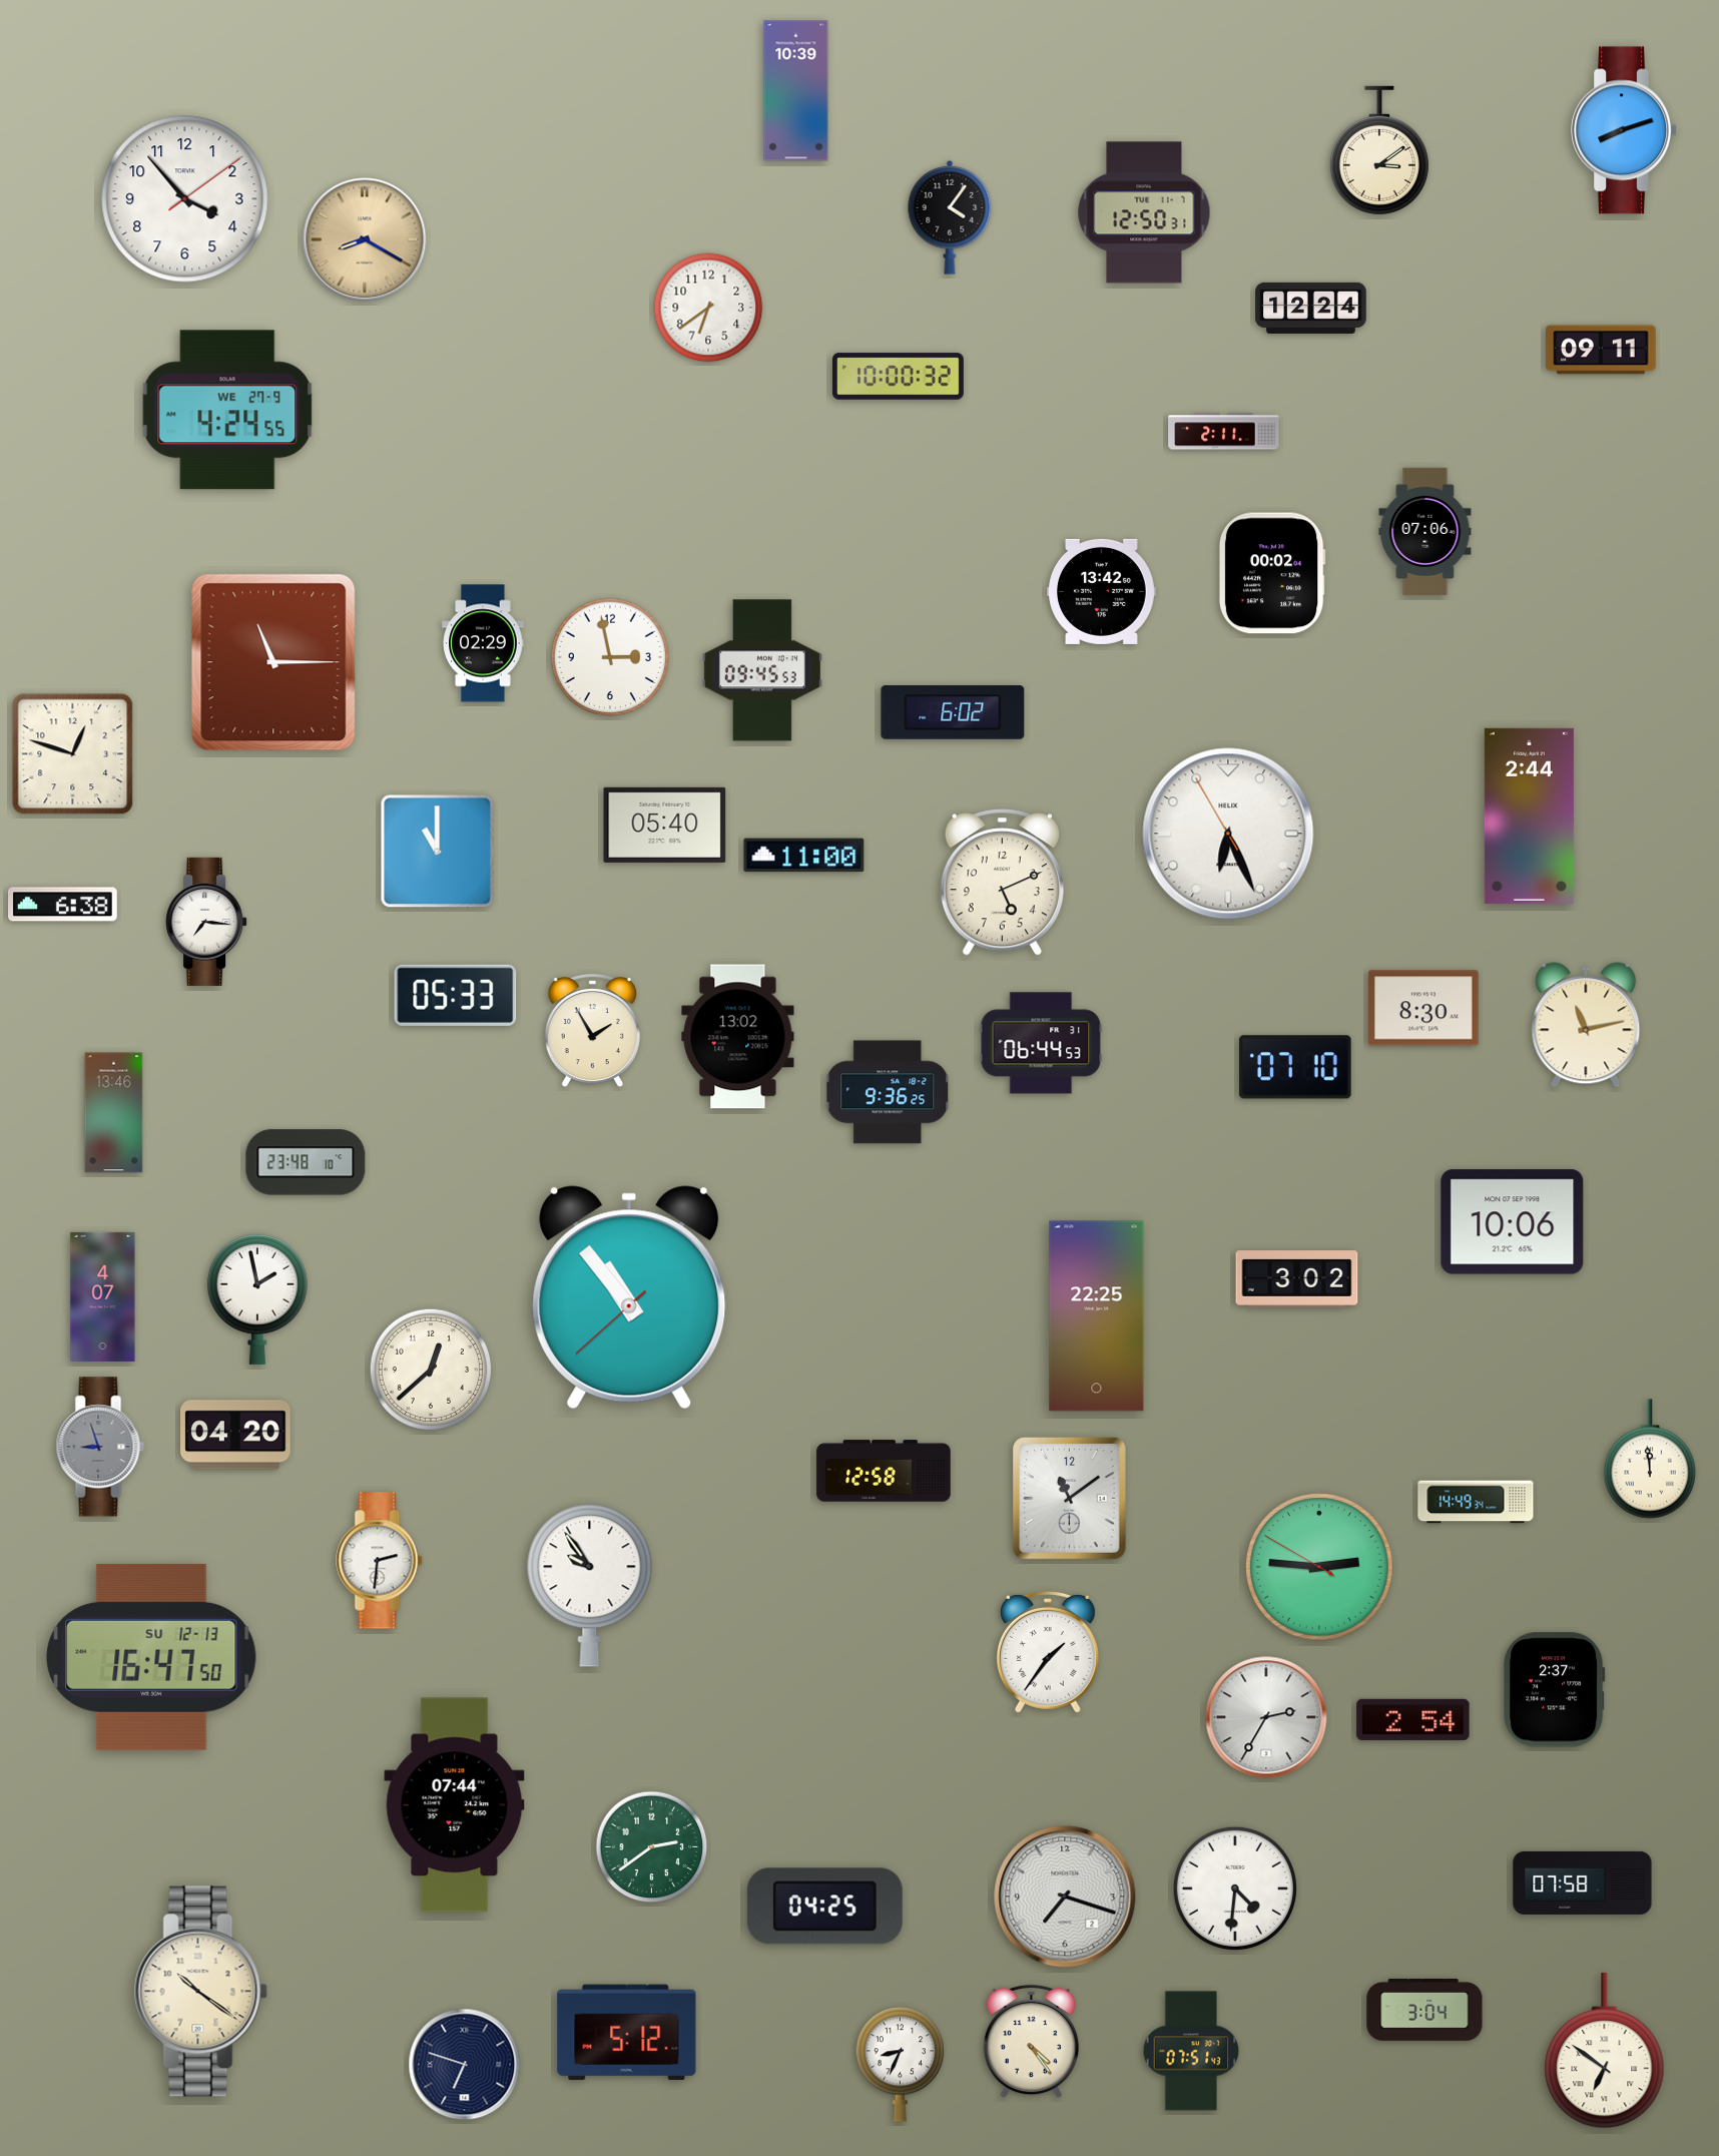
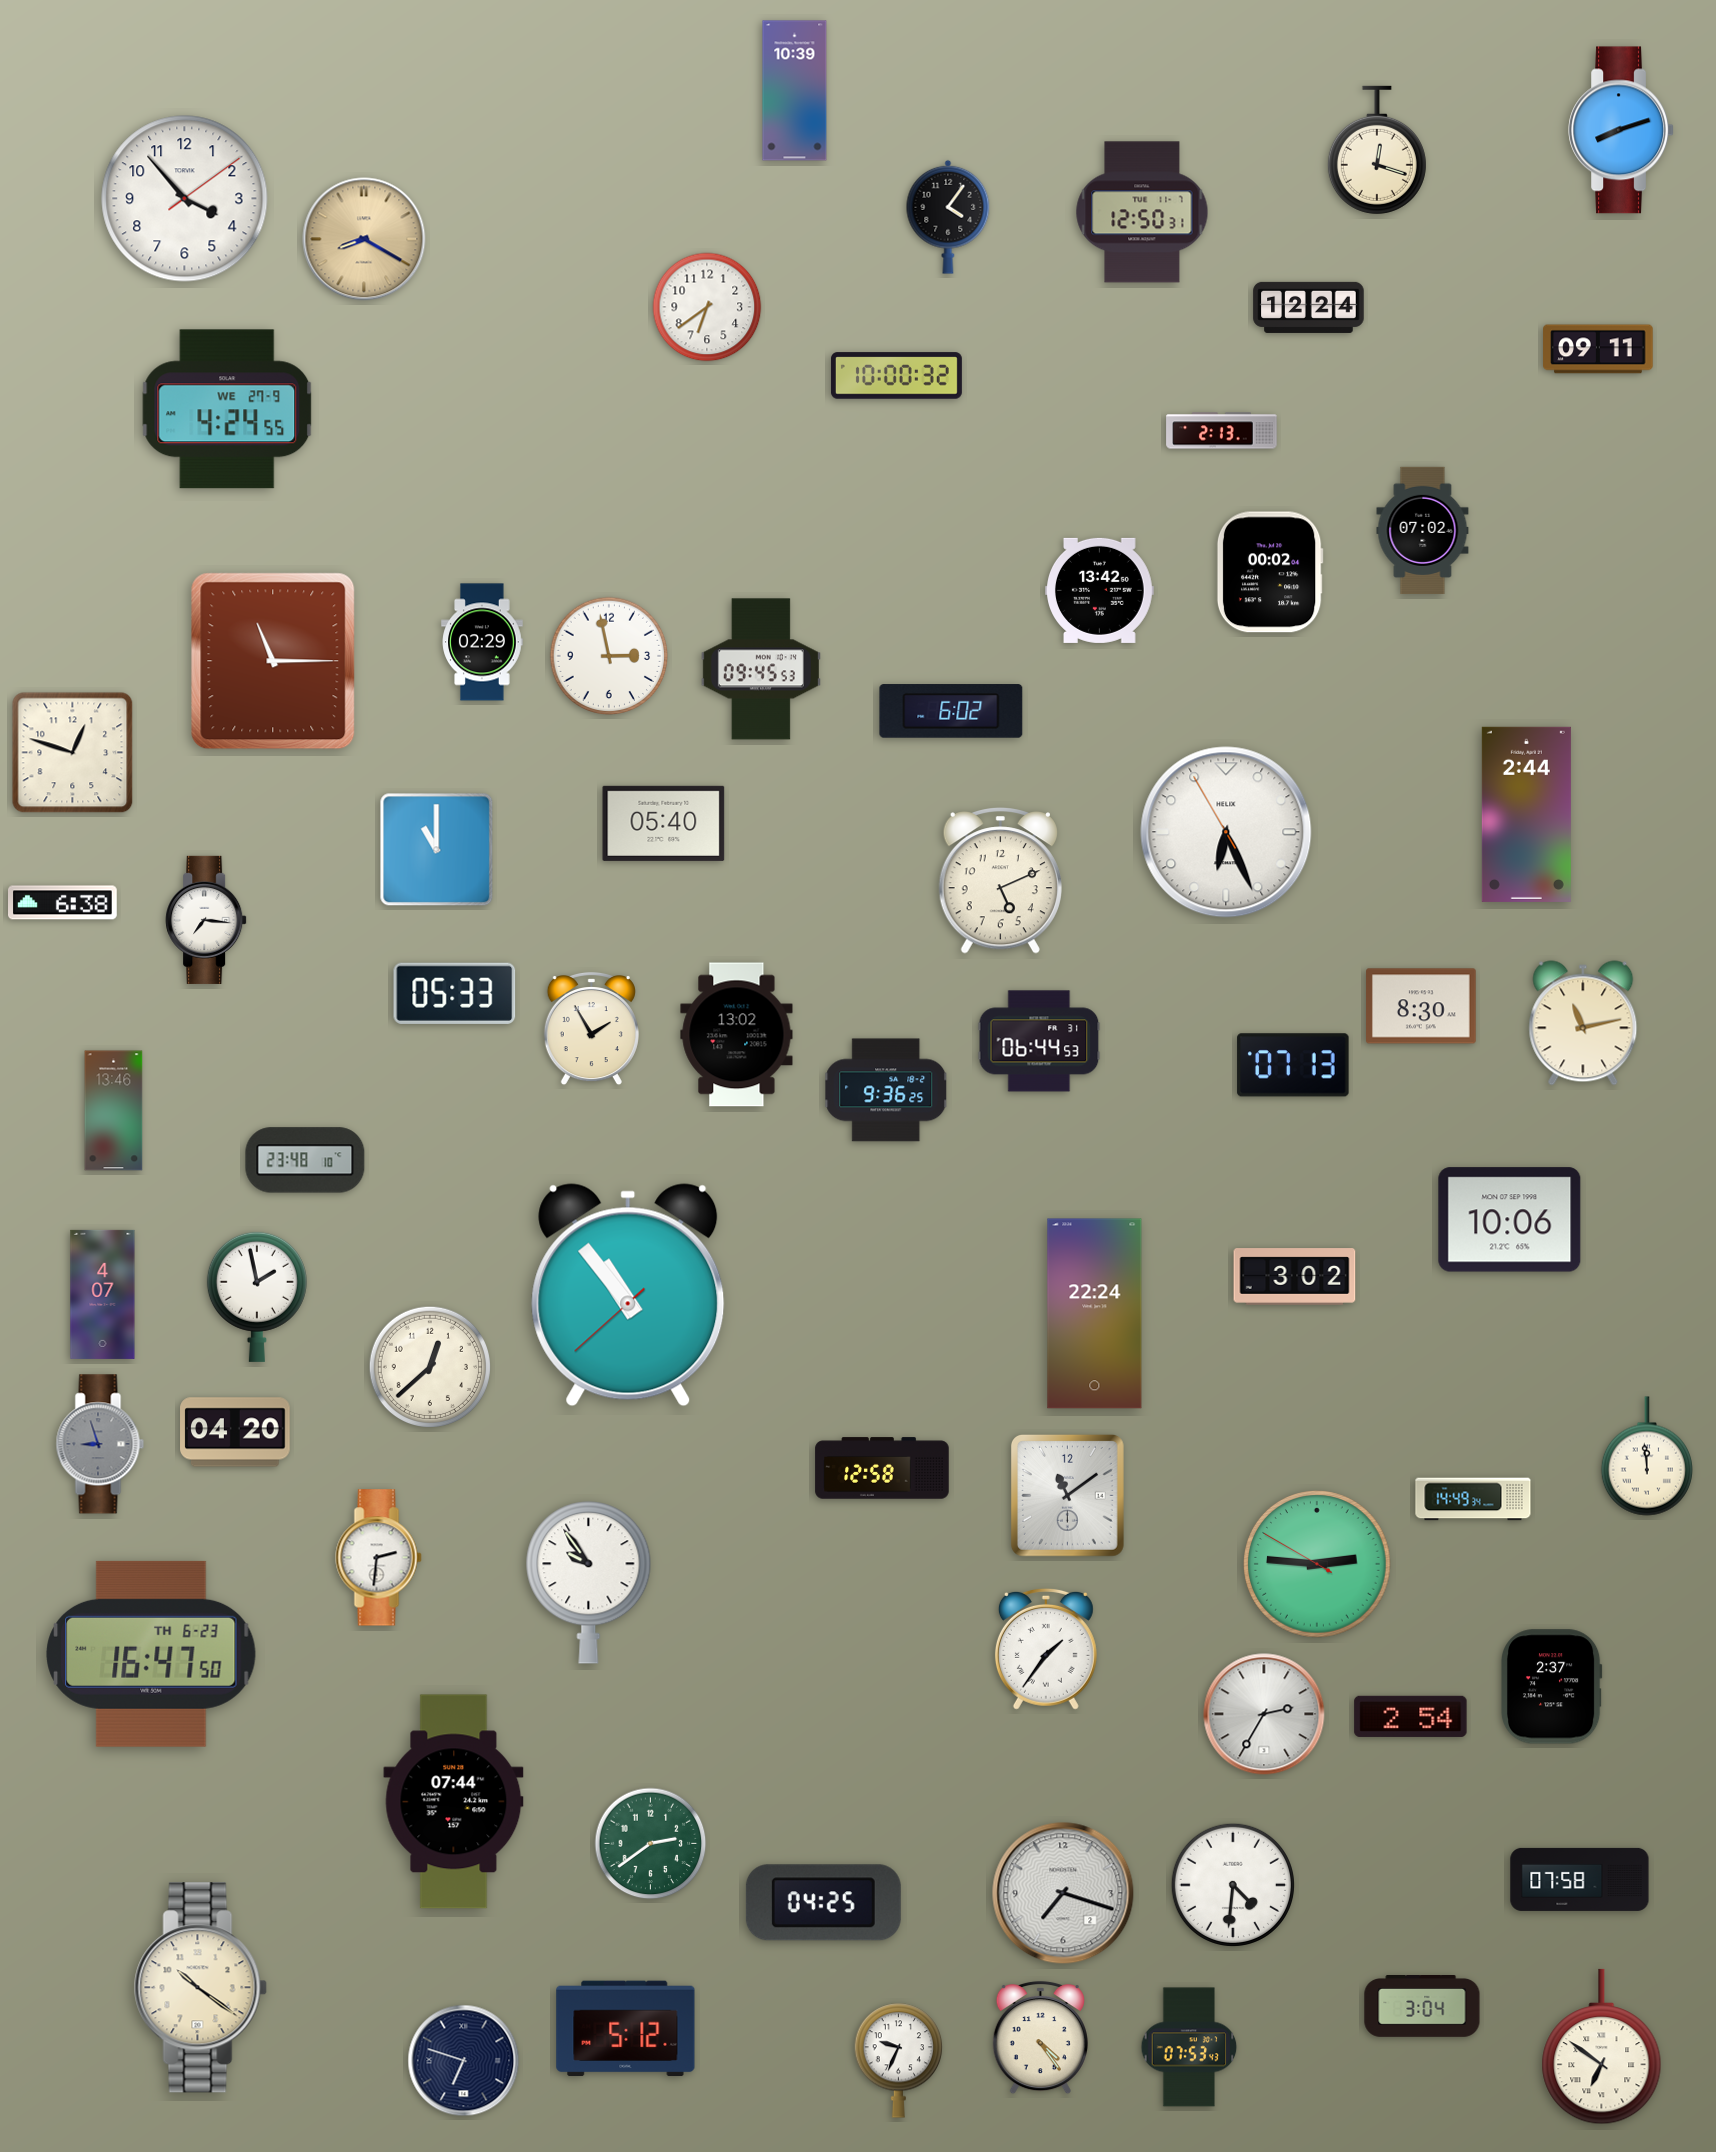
clock at (1379, 150): 3:09 -> 12:18
clock at (1224, 432): 2:11 -> 2:13
clock at (1425, 531): 07:06 -> 07:02
clock at (804, 856): 11:00 -> none
clock at (1295, 1067): 07:10 -> 07:13
clock at (1097, 1316): 22:25 -> 22:24
clock at (151, 1657) date: SU 12-13 -> TH 6-23
clock at (1031, 2042) position: (1031, 2042) -> (1040, 2038)
clock at (1191, 2051): 07:51 -> 07:53
clock at (901, 2065): 8:34 -> 9:34
